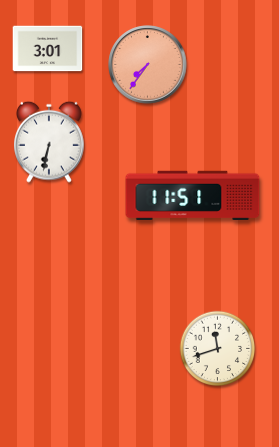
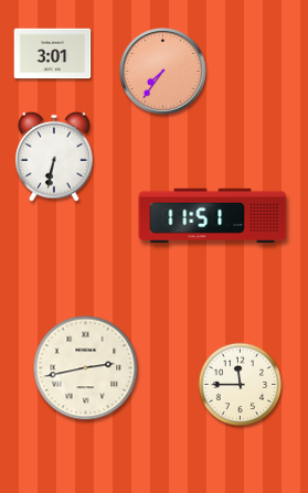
clock at (86, 368): none -> 2:43
clock at (218, 349): 11:42 -> 11:45
